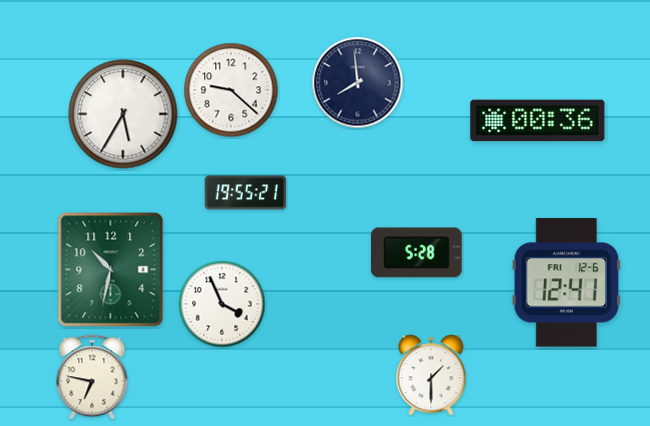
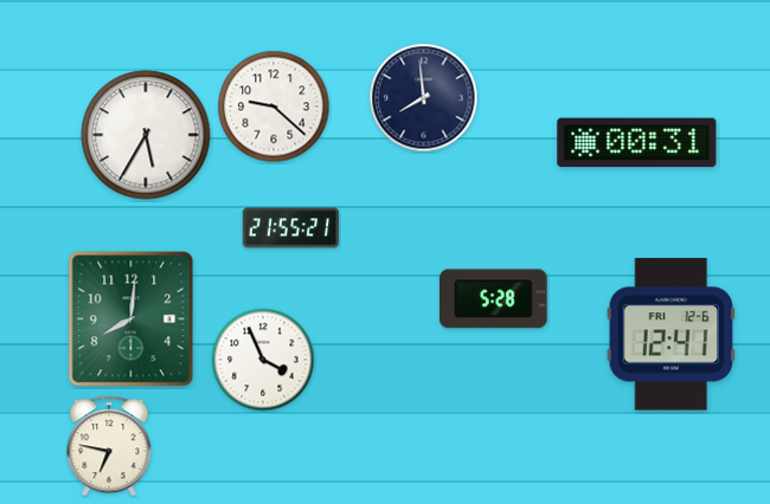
clock at (538, 121): 00:36 -> 00:31
clock at (246, 193): 19:55 -> 21:55
clock at (111, 270): 10:32 -> 8:01
clock at (431, 375): 1:30 -> none
